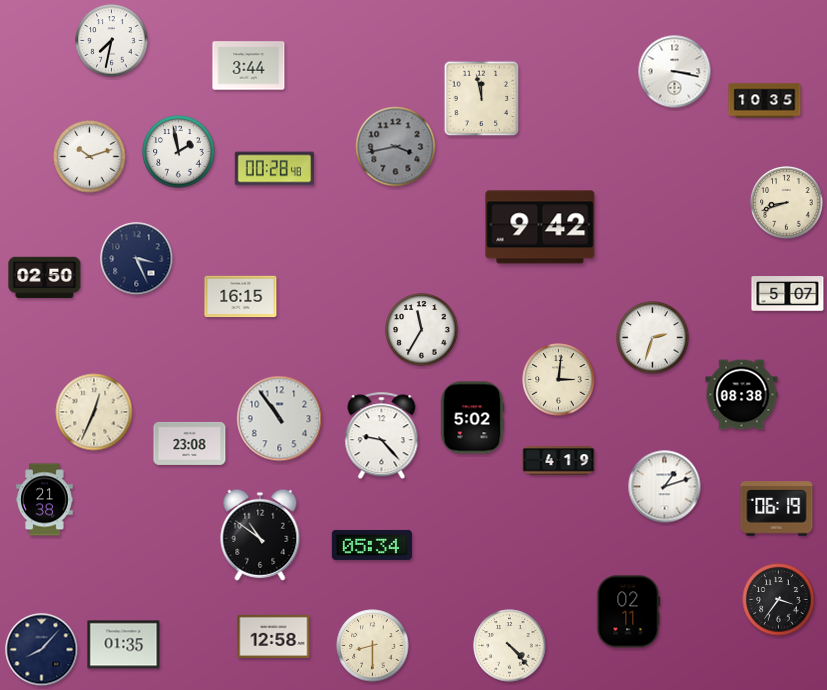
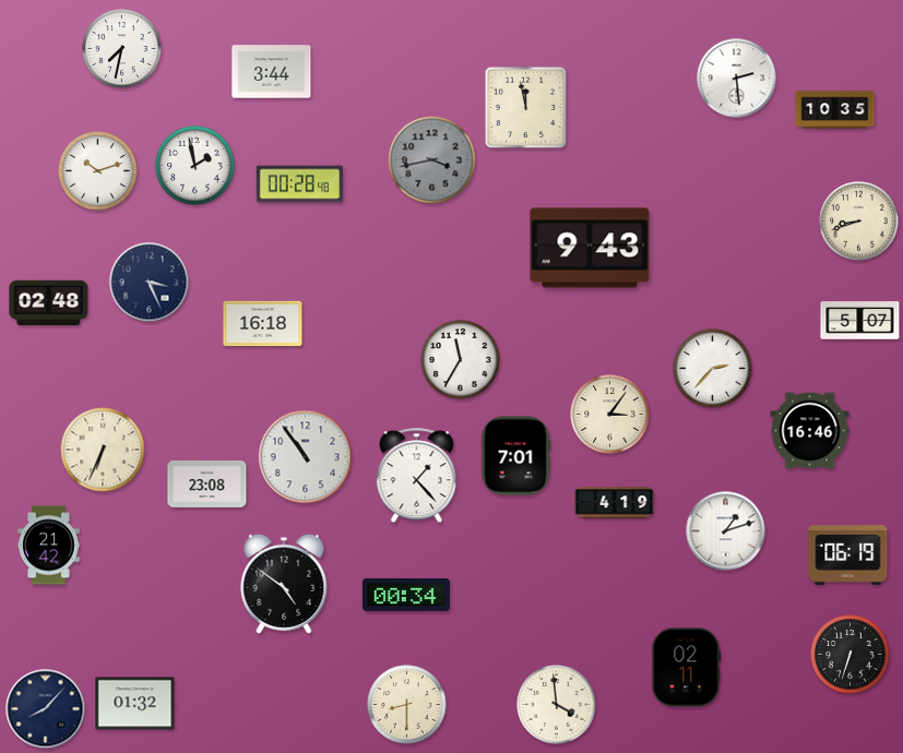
clock at (112, 41) position: (112, 41) -> (122, 49)
clock at (675, 72): 3:17 -> 2:29
clock at (540, 227): 9:42 -> 9:43
clock at (45, 278): 02:50 -> 02:48
clock at (241, 297): 16:15 -> 16:18
clock at (653, 338): 2:33 -> 2:37
clock at (559, 380): 3:01 -> 3:06
clock at (742, 395): 08:38 -> 16:46
clock at (94, 412): 12:34 -> 6:34
clock at (472, 418): 5:02 -> 7:01
clock at (382, 436): 9:23 -> 1:23
clock at (559, 461) position: (559, 461) -> (615, 503)
clock at (45, 500): 21:38 -> 21:42
clock at (260, 535): 10:51 -> 4:51
clock at (372, 545): 05:34 -> 00:34
clock at (779, 600): 3:36 -> 6:33
clock at (274, 636): 12:58 -> none
clock at (124, 645): 01:35 -> 01:32
clock at (510, 646): 4:23 -> 3:59
